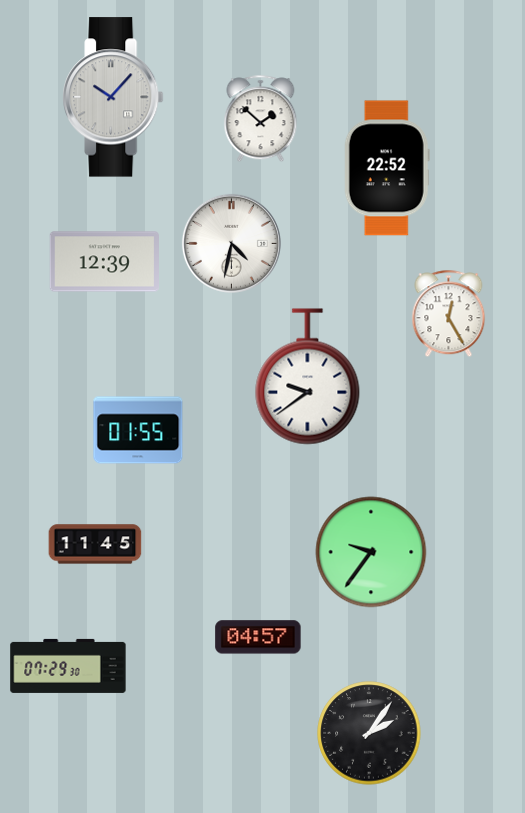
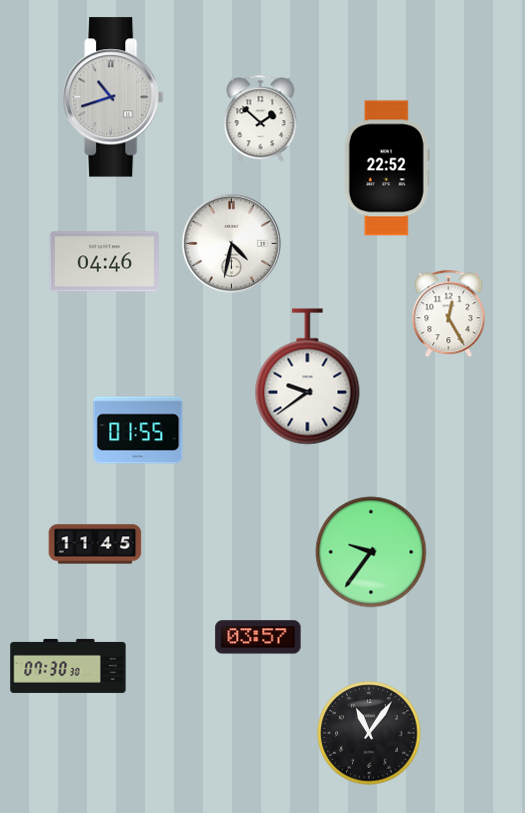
clock at (114, 97): 10:07 -> 10:42
clock at (104, 262): 12:39 -> 04:46
clock at (258, 637): 04:57 -> 03:57
clock at (68, 666): 07:29 -> 07:30
clock at (369, 733): 2:06 -> 11:06
